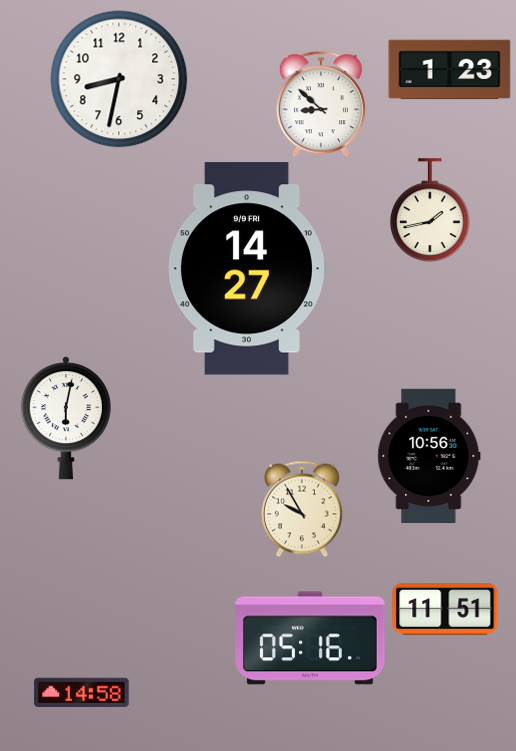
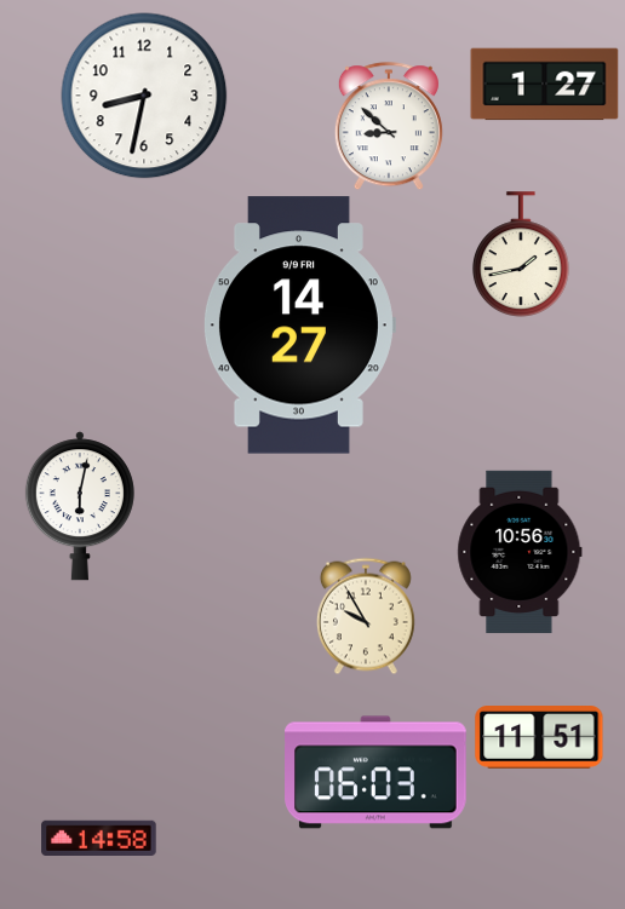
clock at (450, 70): 1:23 -> 1:27
clock at (310, 638): 05:16 -> 06:03
